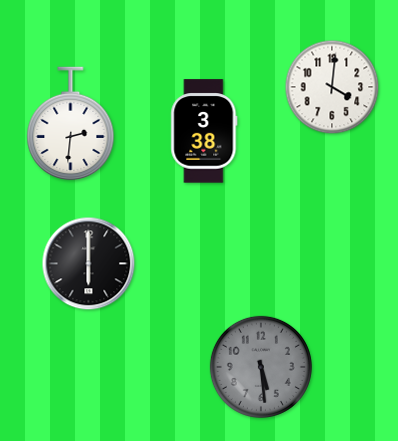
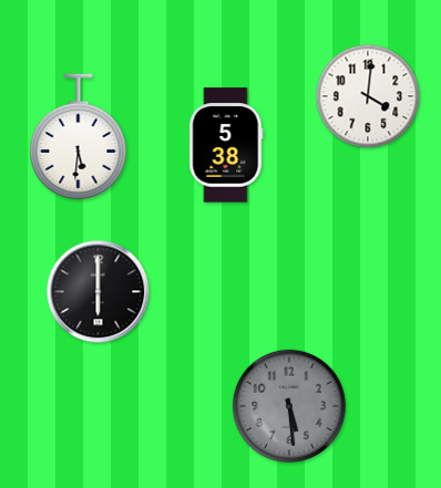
clock at (71, 124): 2:31 -> 5:31
clock at (204, 131): 3:38 -> 5:38
